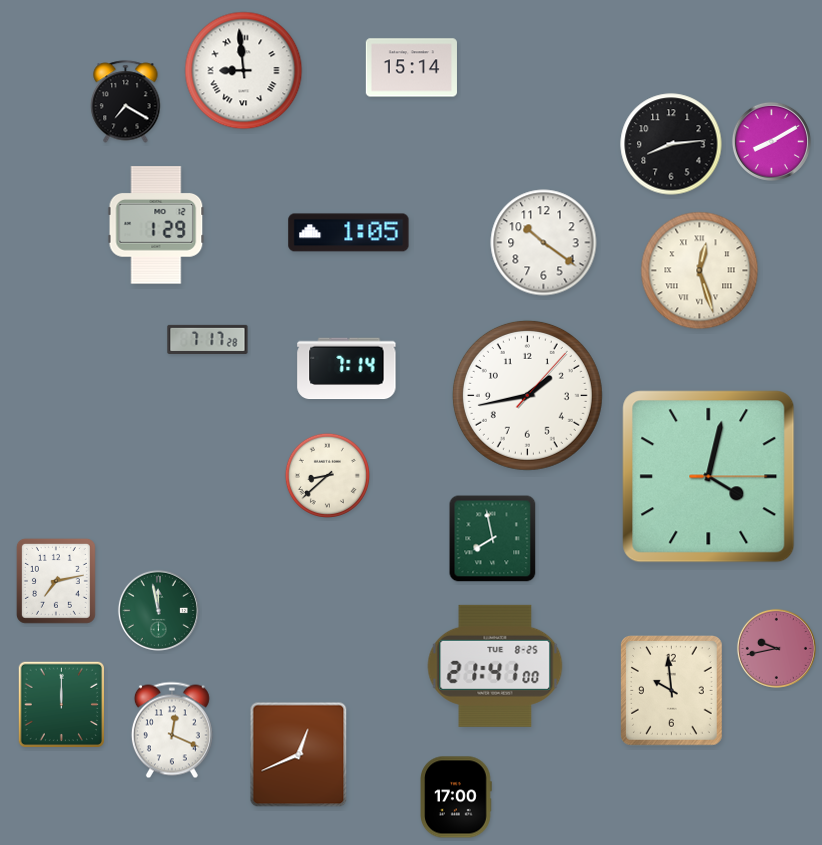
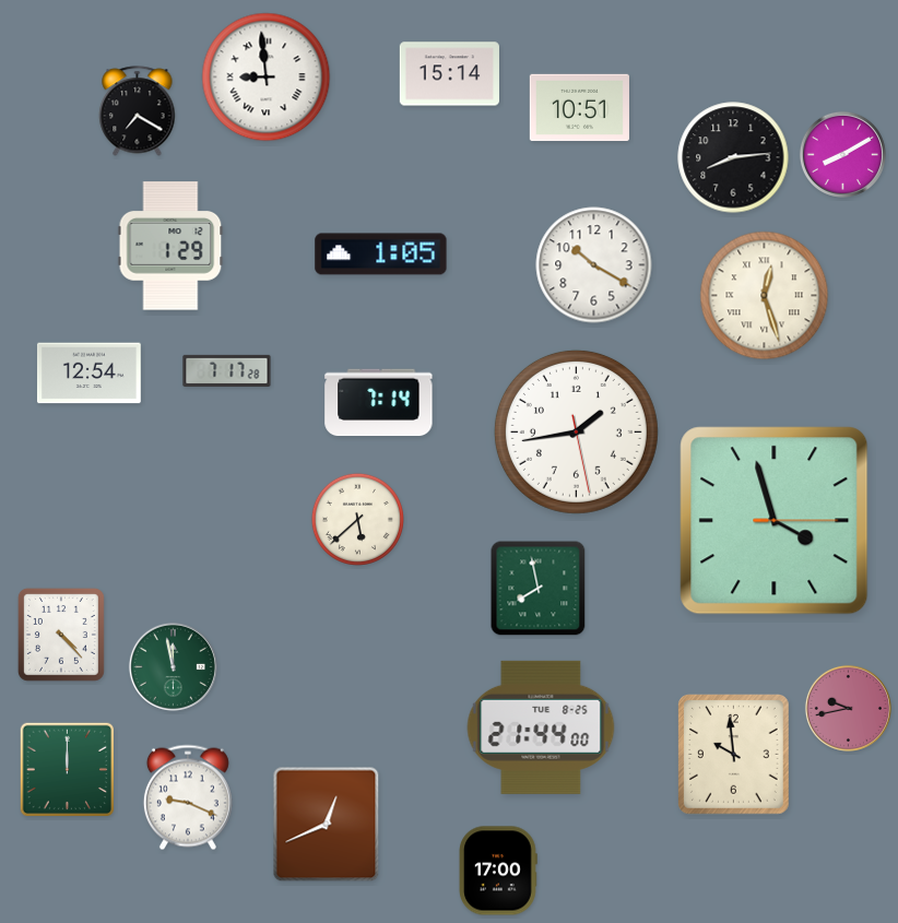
clock at (579, 108): none -> 10:51
clock at (544, 243): 10:21 -> 10:20
clock at (88, 374): none -> 12:54
clock at (527, 395): 1:43:07 -> 1:43:28
clock at (327, 475): 8:38 -> 5:38
clock at (709, 477): 4:02 -> 3:57
clock at (56, 581): 7:13 -> 4:23
clock at (495, 666): 21:41 -> 21:44
clock at (172, 730): 12:19 -> 9:19
